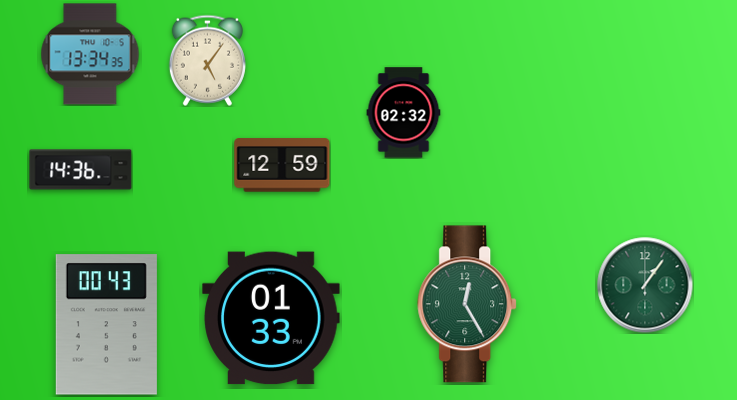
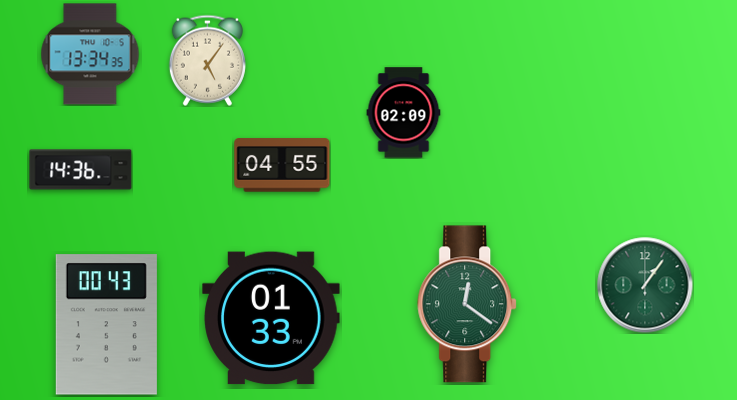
clock at (404, 113): 02:32 -> 02:09
clock at (282, 165): 12:59 -> 04:55
clock at (468, 304): 12:25 -> 12:21
